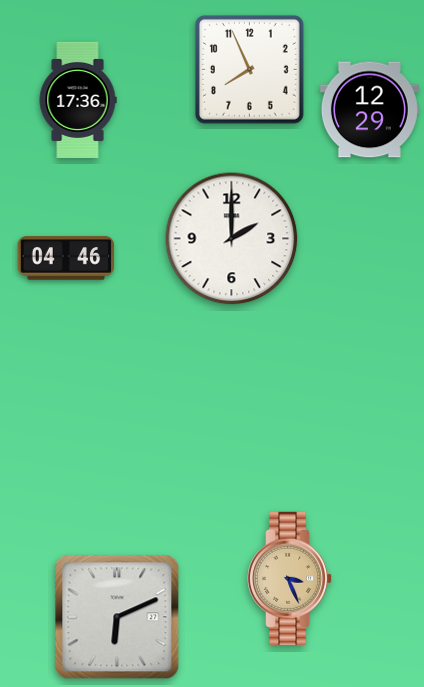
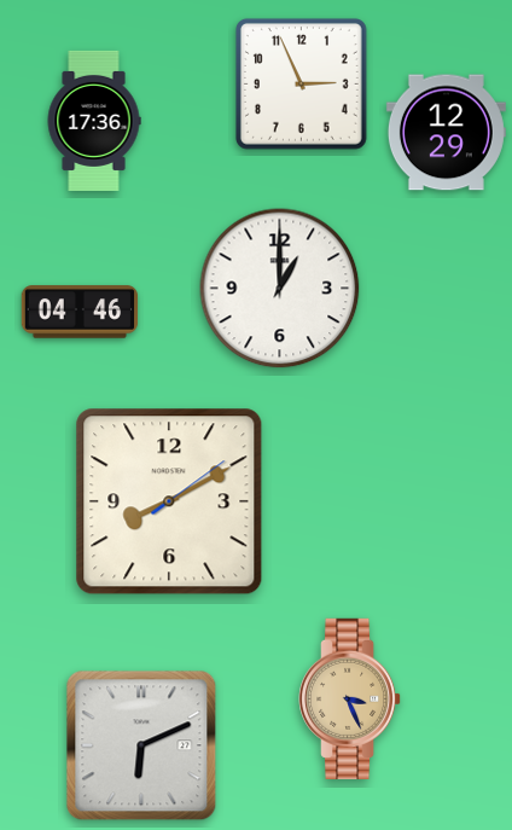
clock at (249, 69): 7:56 -> 2:56
clock at (232, 239): 2:00 -> 1:00
clock at (169, 501): none -> 8:10
